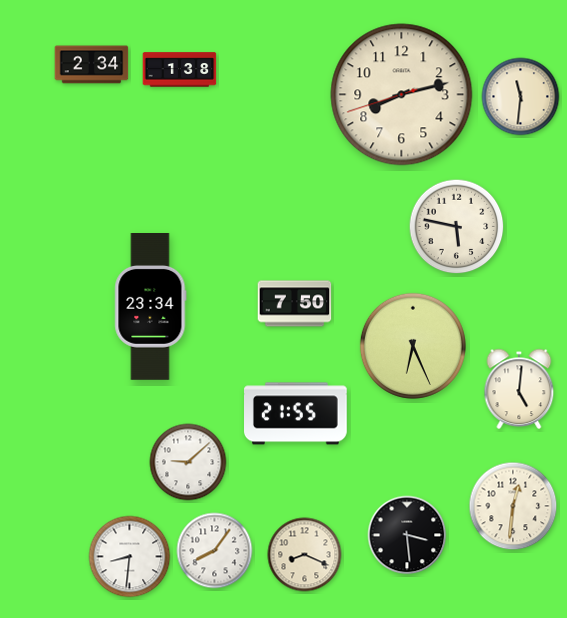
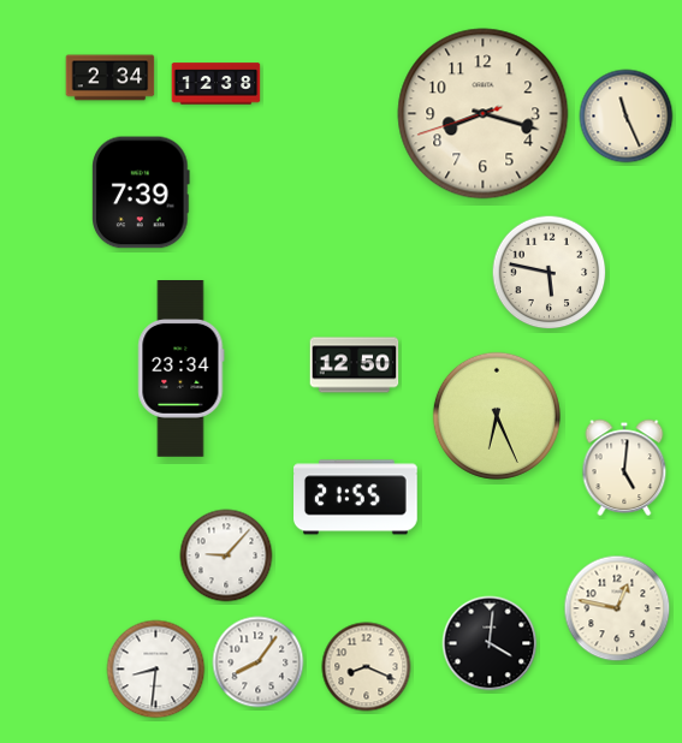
clock at (180, 70): 1:38 -> 12:38
clock at (402, 95): 8:12 -> 8:17
clock at (521, 97): 11:31 -> 11:26
clock at (141, 192): none -> 7:39
clock at (295, 304): 7:50 -> 12:50
clock at (188, 462): 9:08 -> 9:07
clock at (513, 506): 12:31 -> 12:47
clock at (407, 535): 3:29 -> 4:01
